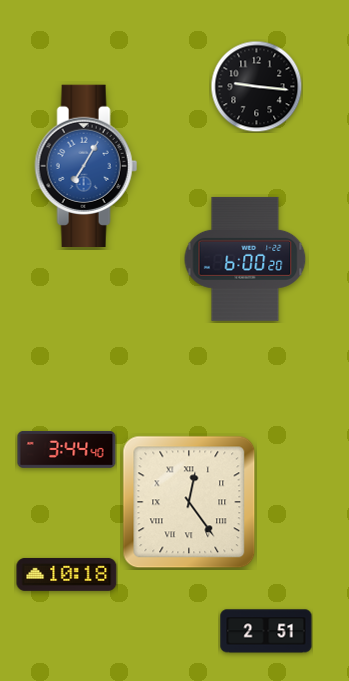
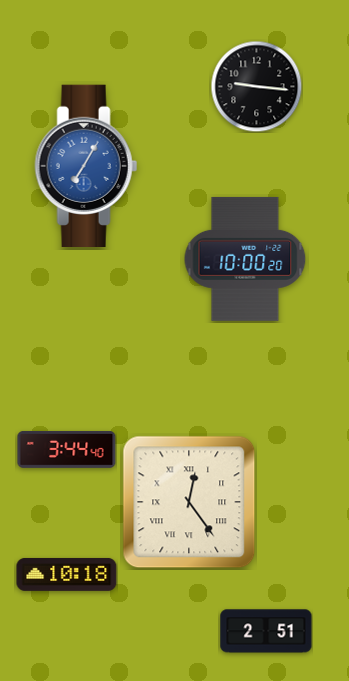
clock at (245, 259): 6:00 -> 10:00
